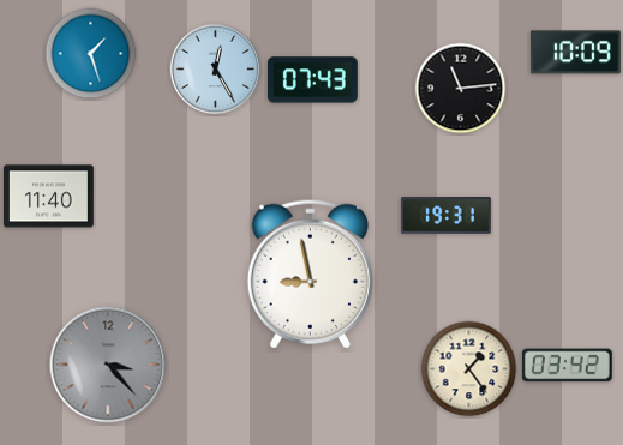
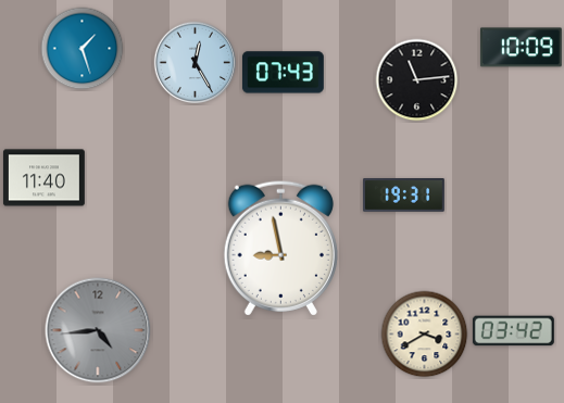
clock at (108, 365): 3:23 -> 4:44
clock at (469, 369): 1:24 -> 3:40
